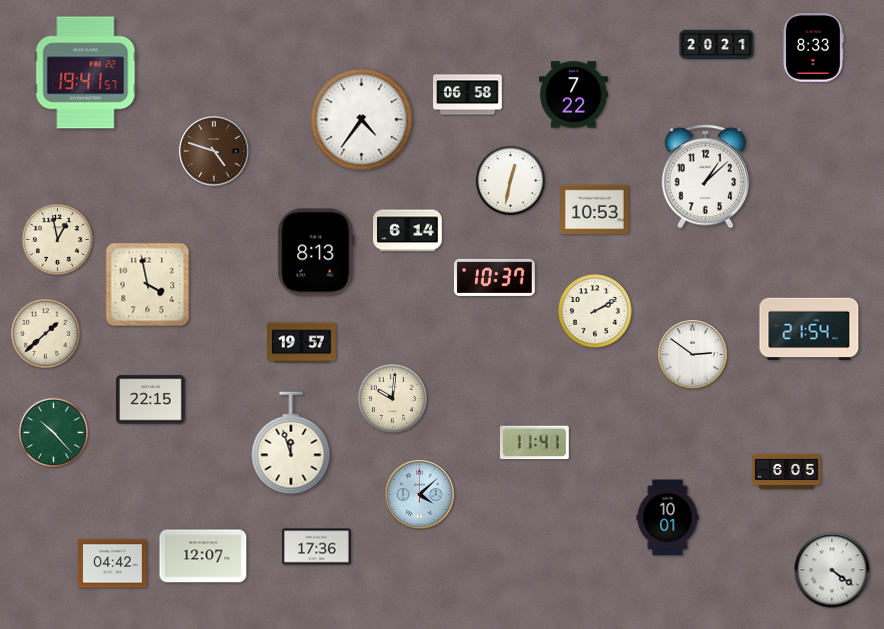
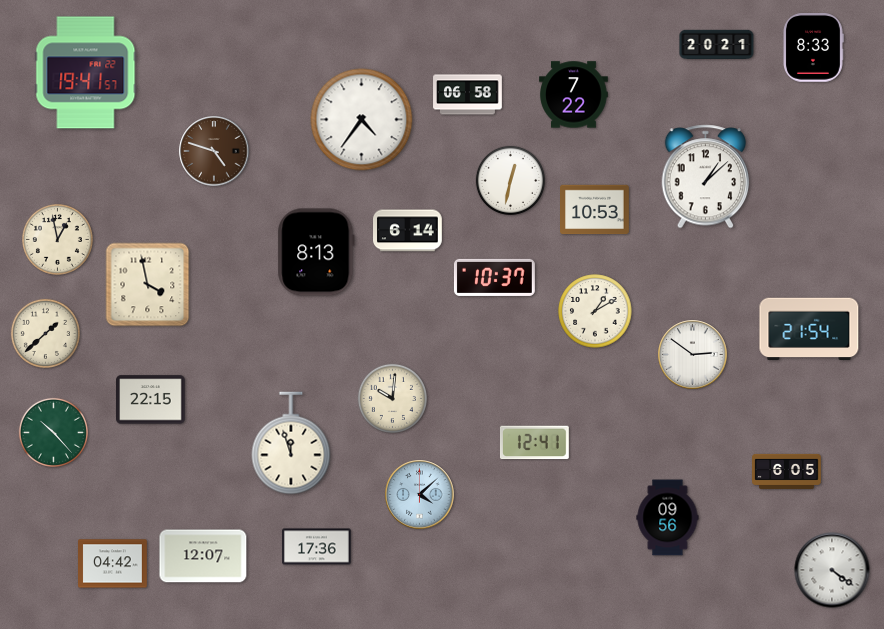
clock at (595, 311): 2:10 -> 1:10
clock at (302, 343): 19:57 -> none
clock at (535, 443): 11:41 -> 12:41
clock at (668, 518): 10:01 -> 09:56
